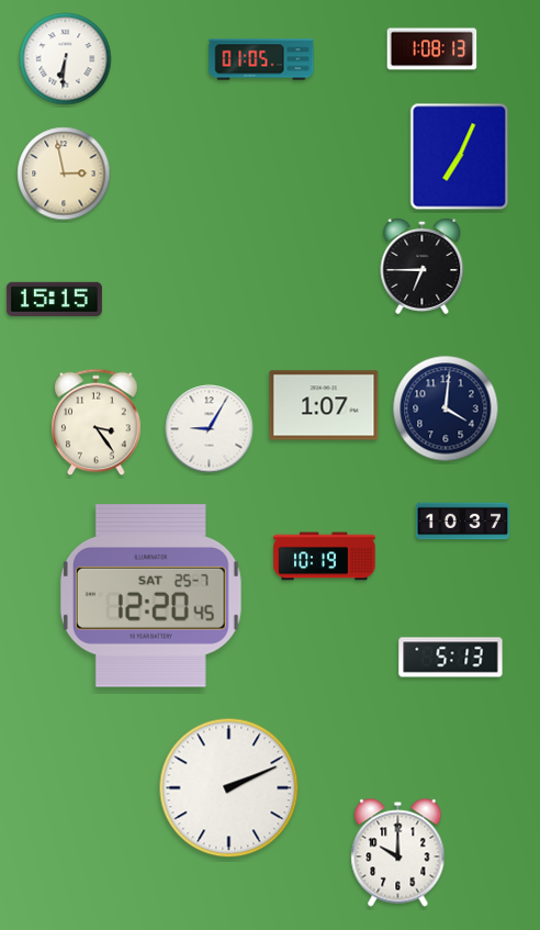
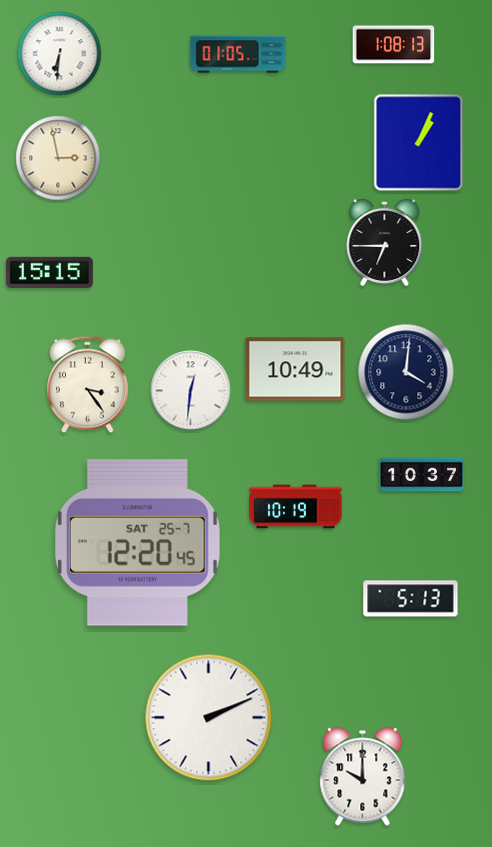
clock at (460, 157): 7:04 -> 1:04
clock at (324, 405): 1:07 -> 10:49
clock at (210, 429): 9:05 -> 12:31
